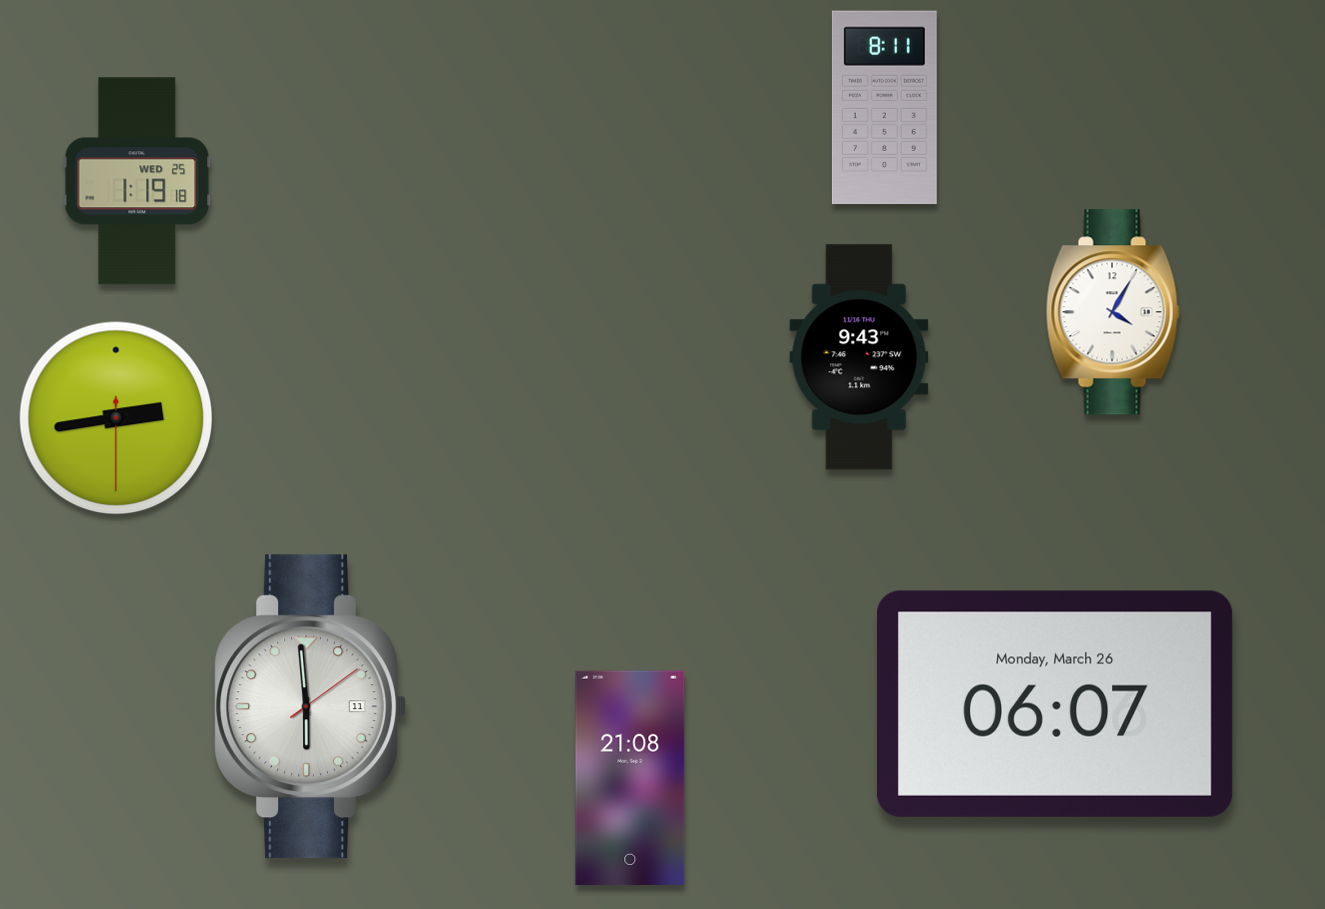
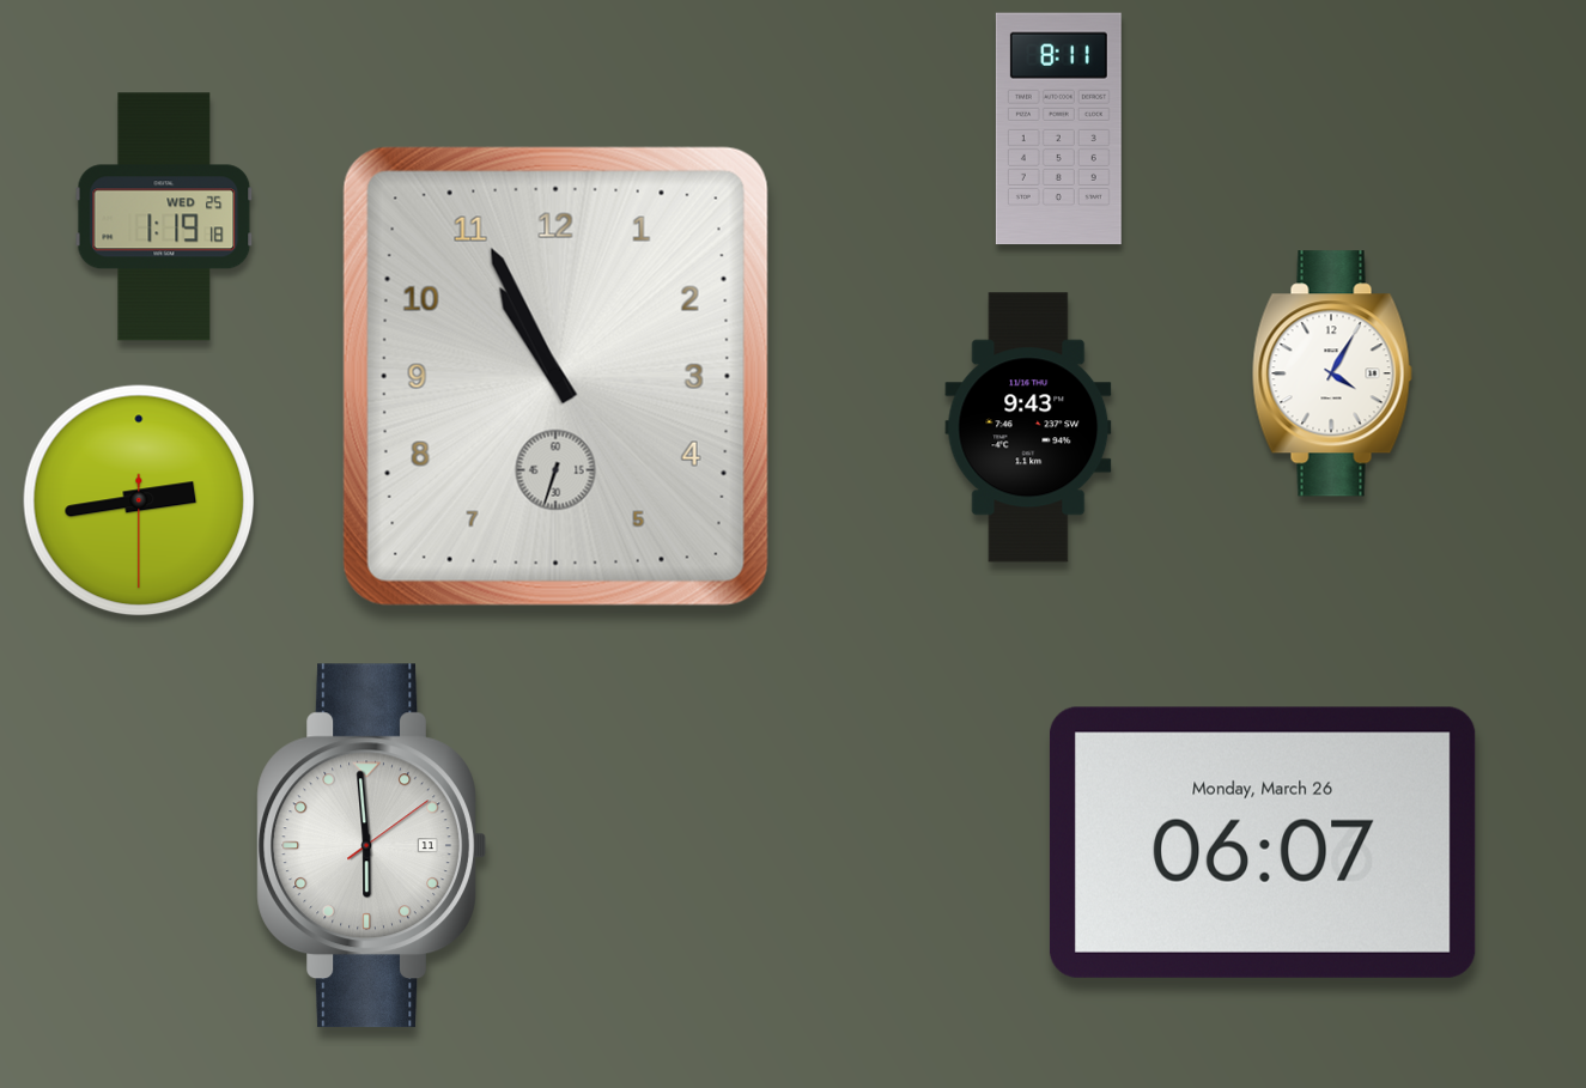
clock at (555, 376): none -> 10:55
clock at (630, 778): 21:08 -> none
